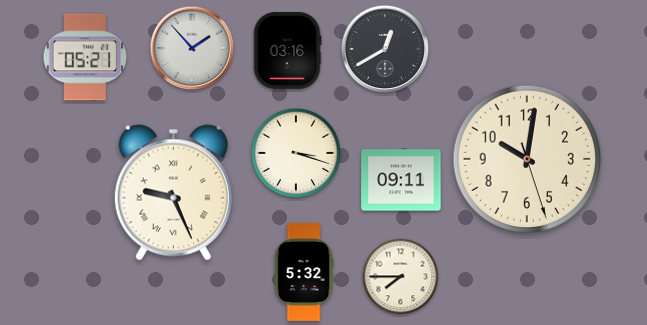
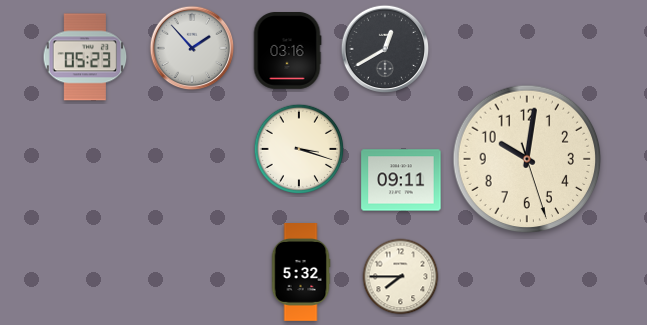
clock at (85, 57): 05:21 -> 05:23
clock at (296, 153) position: (296, 153) -> (299, 149)
clock at (173, 193): 9:26 -> none
clock at (304, 273) position: (304, 273) -> (301, 273)
